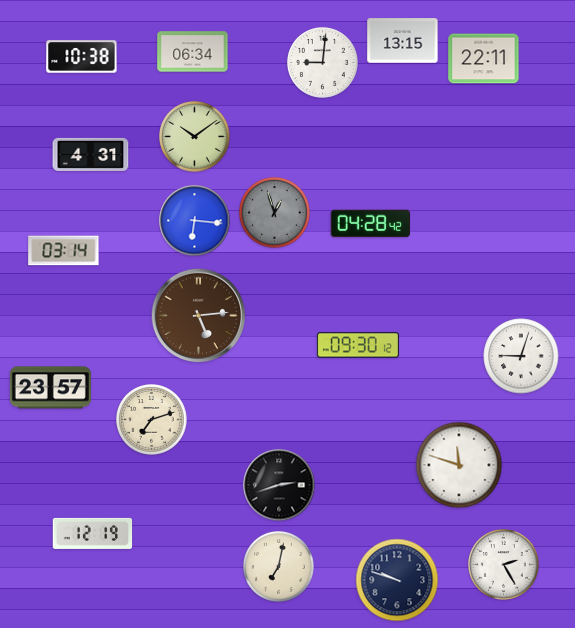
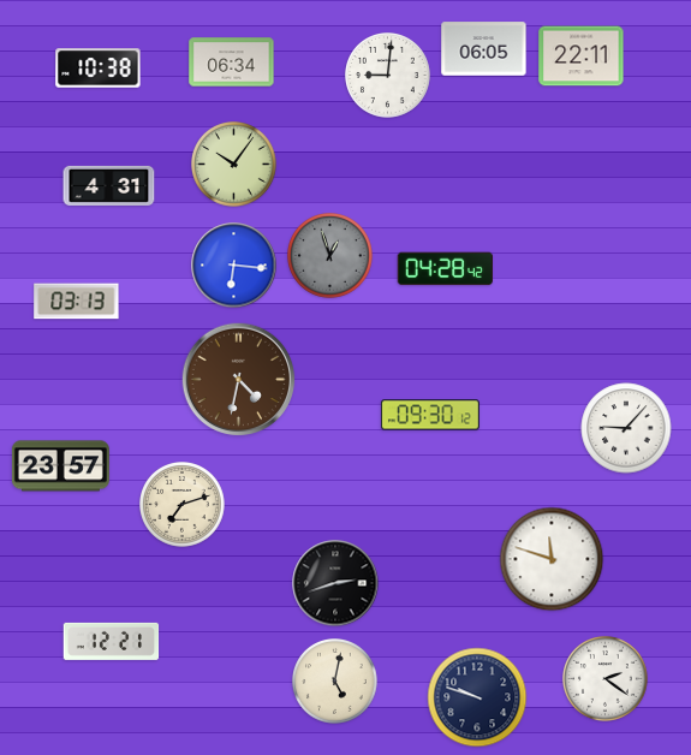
clock at (403, 41): 13:15 -> 06:05
clock at (484, 59) position: (484, 59) -> (582, 57)
clock at (195, 137): 10:09 -> 10:06
clock at (64, 251): 03:14 -> 03:13
clock at (199, 316): 5:14 -> 4:32
clock at (521, 356): 9:03 -> 9:07
clock at (93, 533): 12:19 -> 12:21
clock at (504, 565): 2:25 -> 2:21
clock at (279, 567): 7:02 -> 5:02
